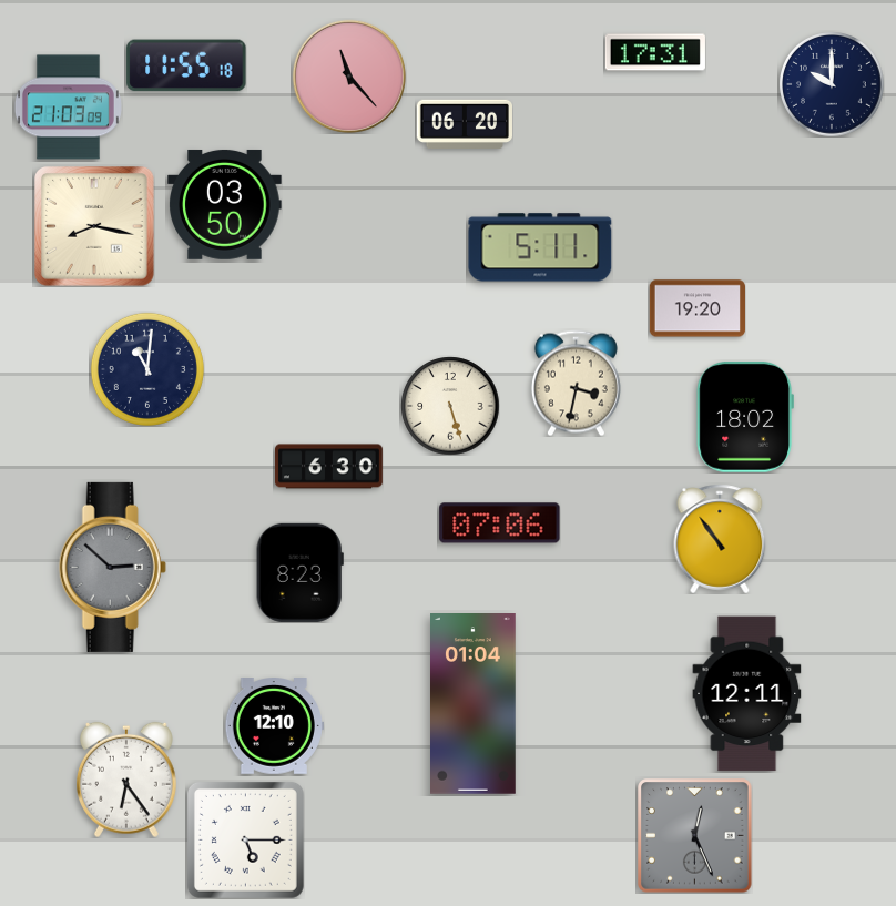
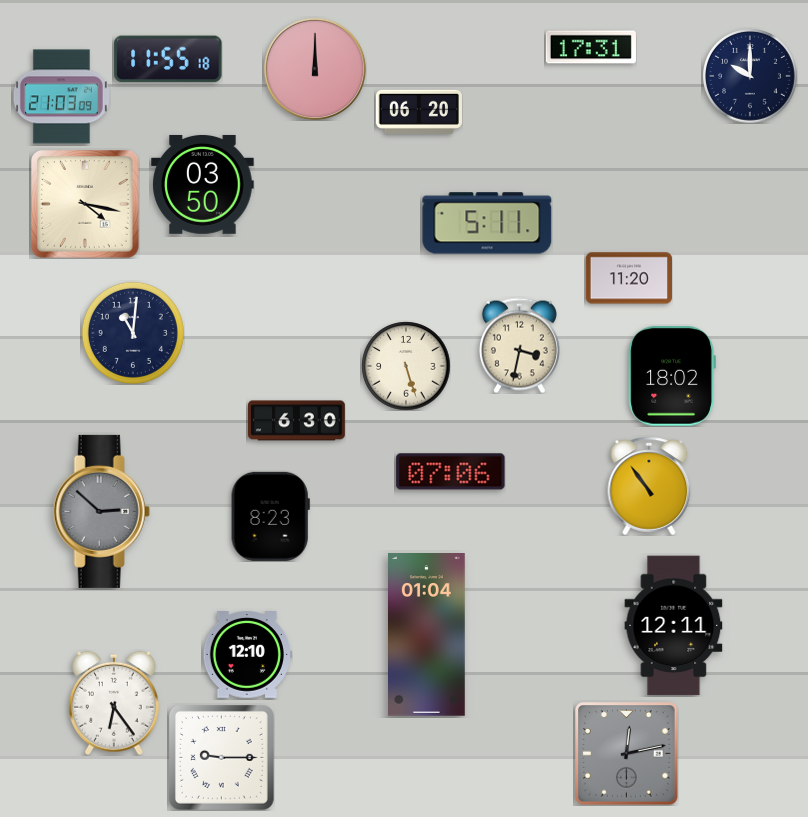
clock at (349, 77): 11:23 -> 12:00
clock at (95, 227): 8:17 -> 4:17
clock at (696, 308): 19:20 -> 11:20
clock at (695, 836): 12:26 -> 12:13
clock at (245, 839): 5:15 -> 9:15
